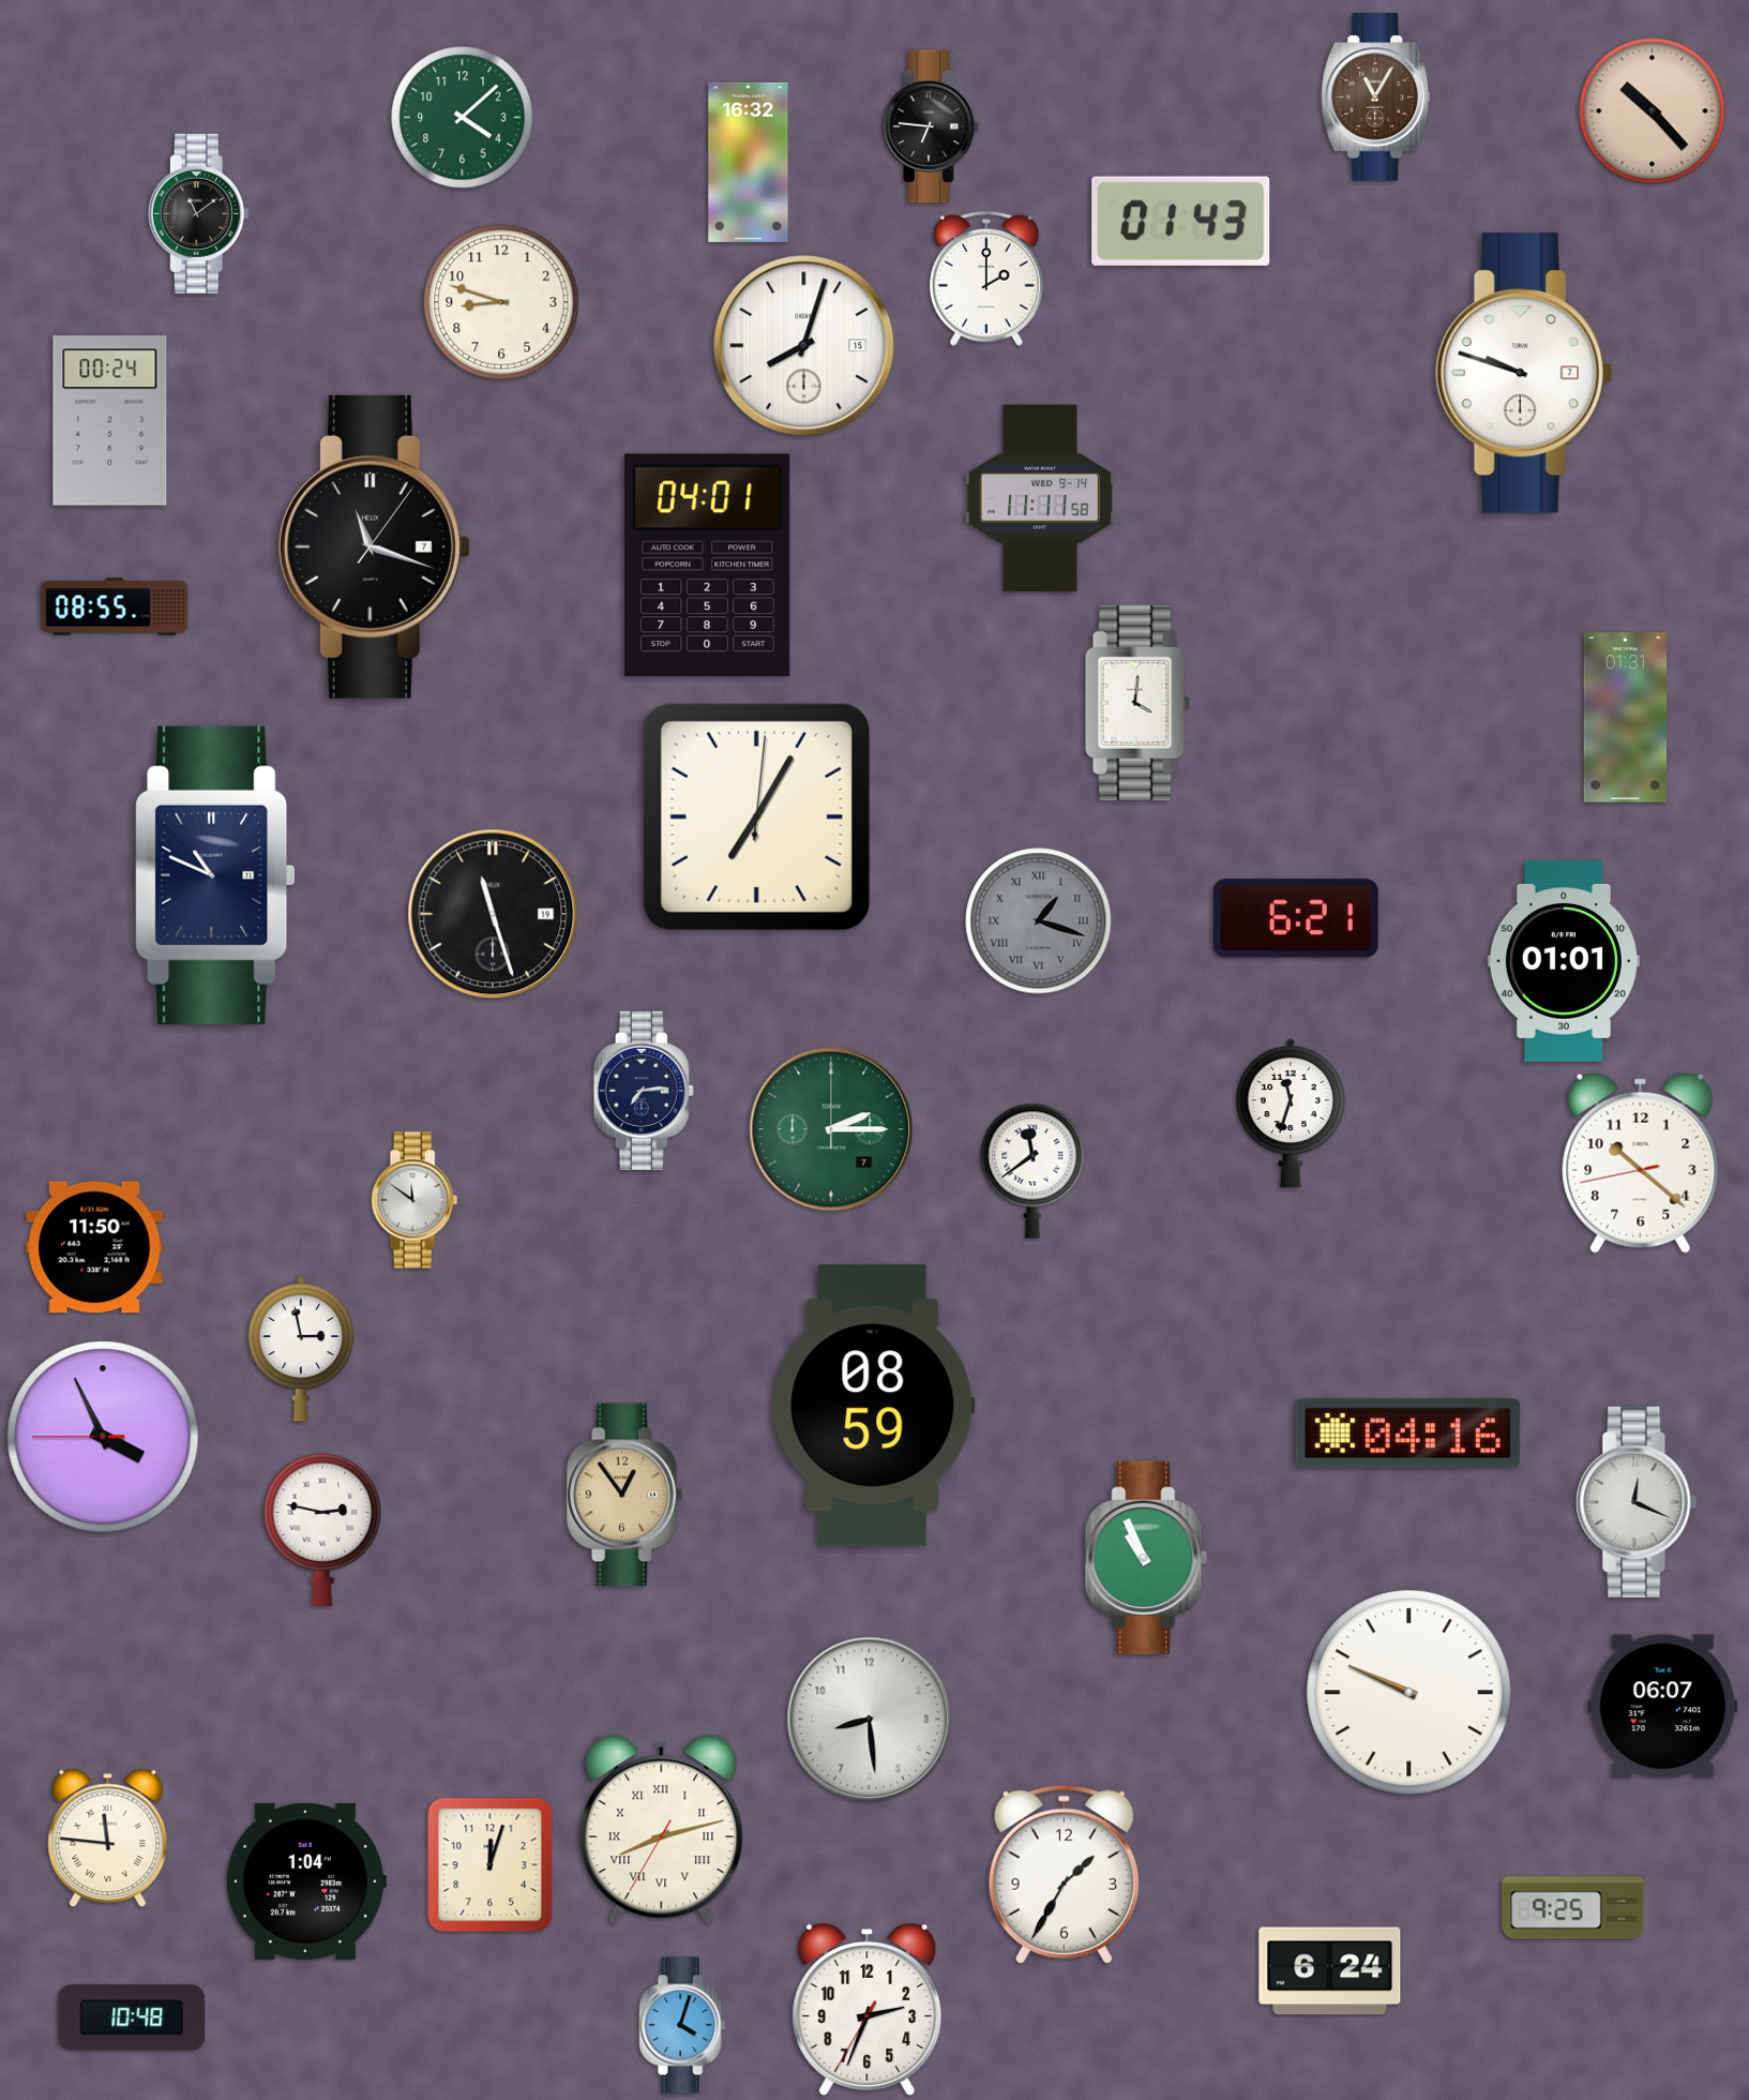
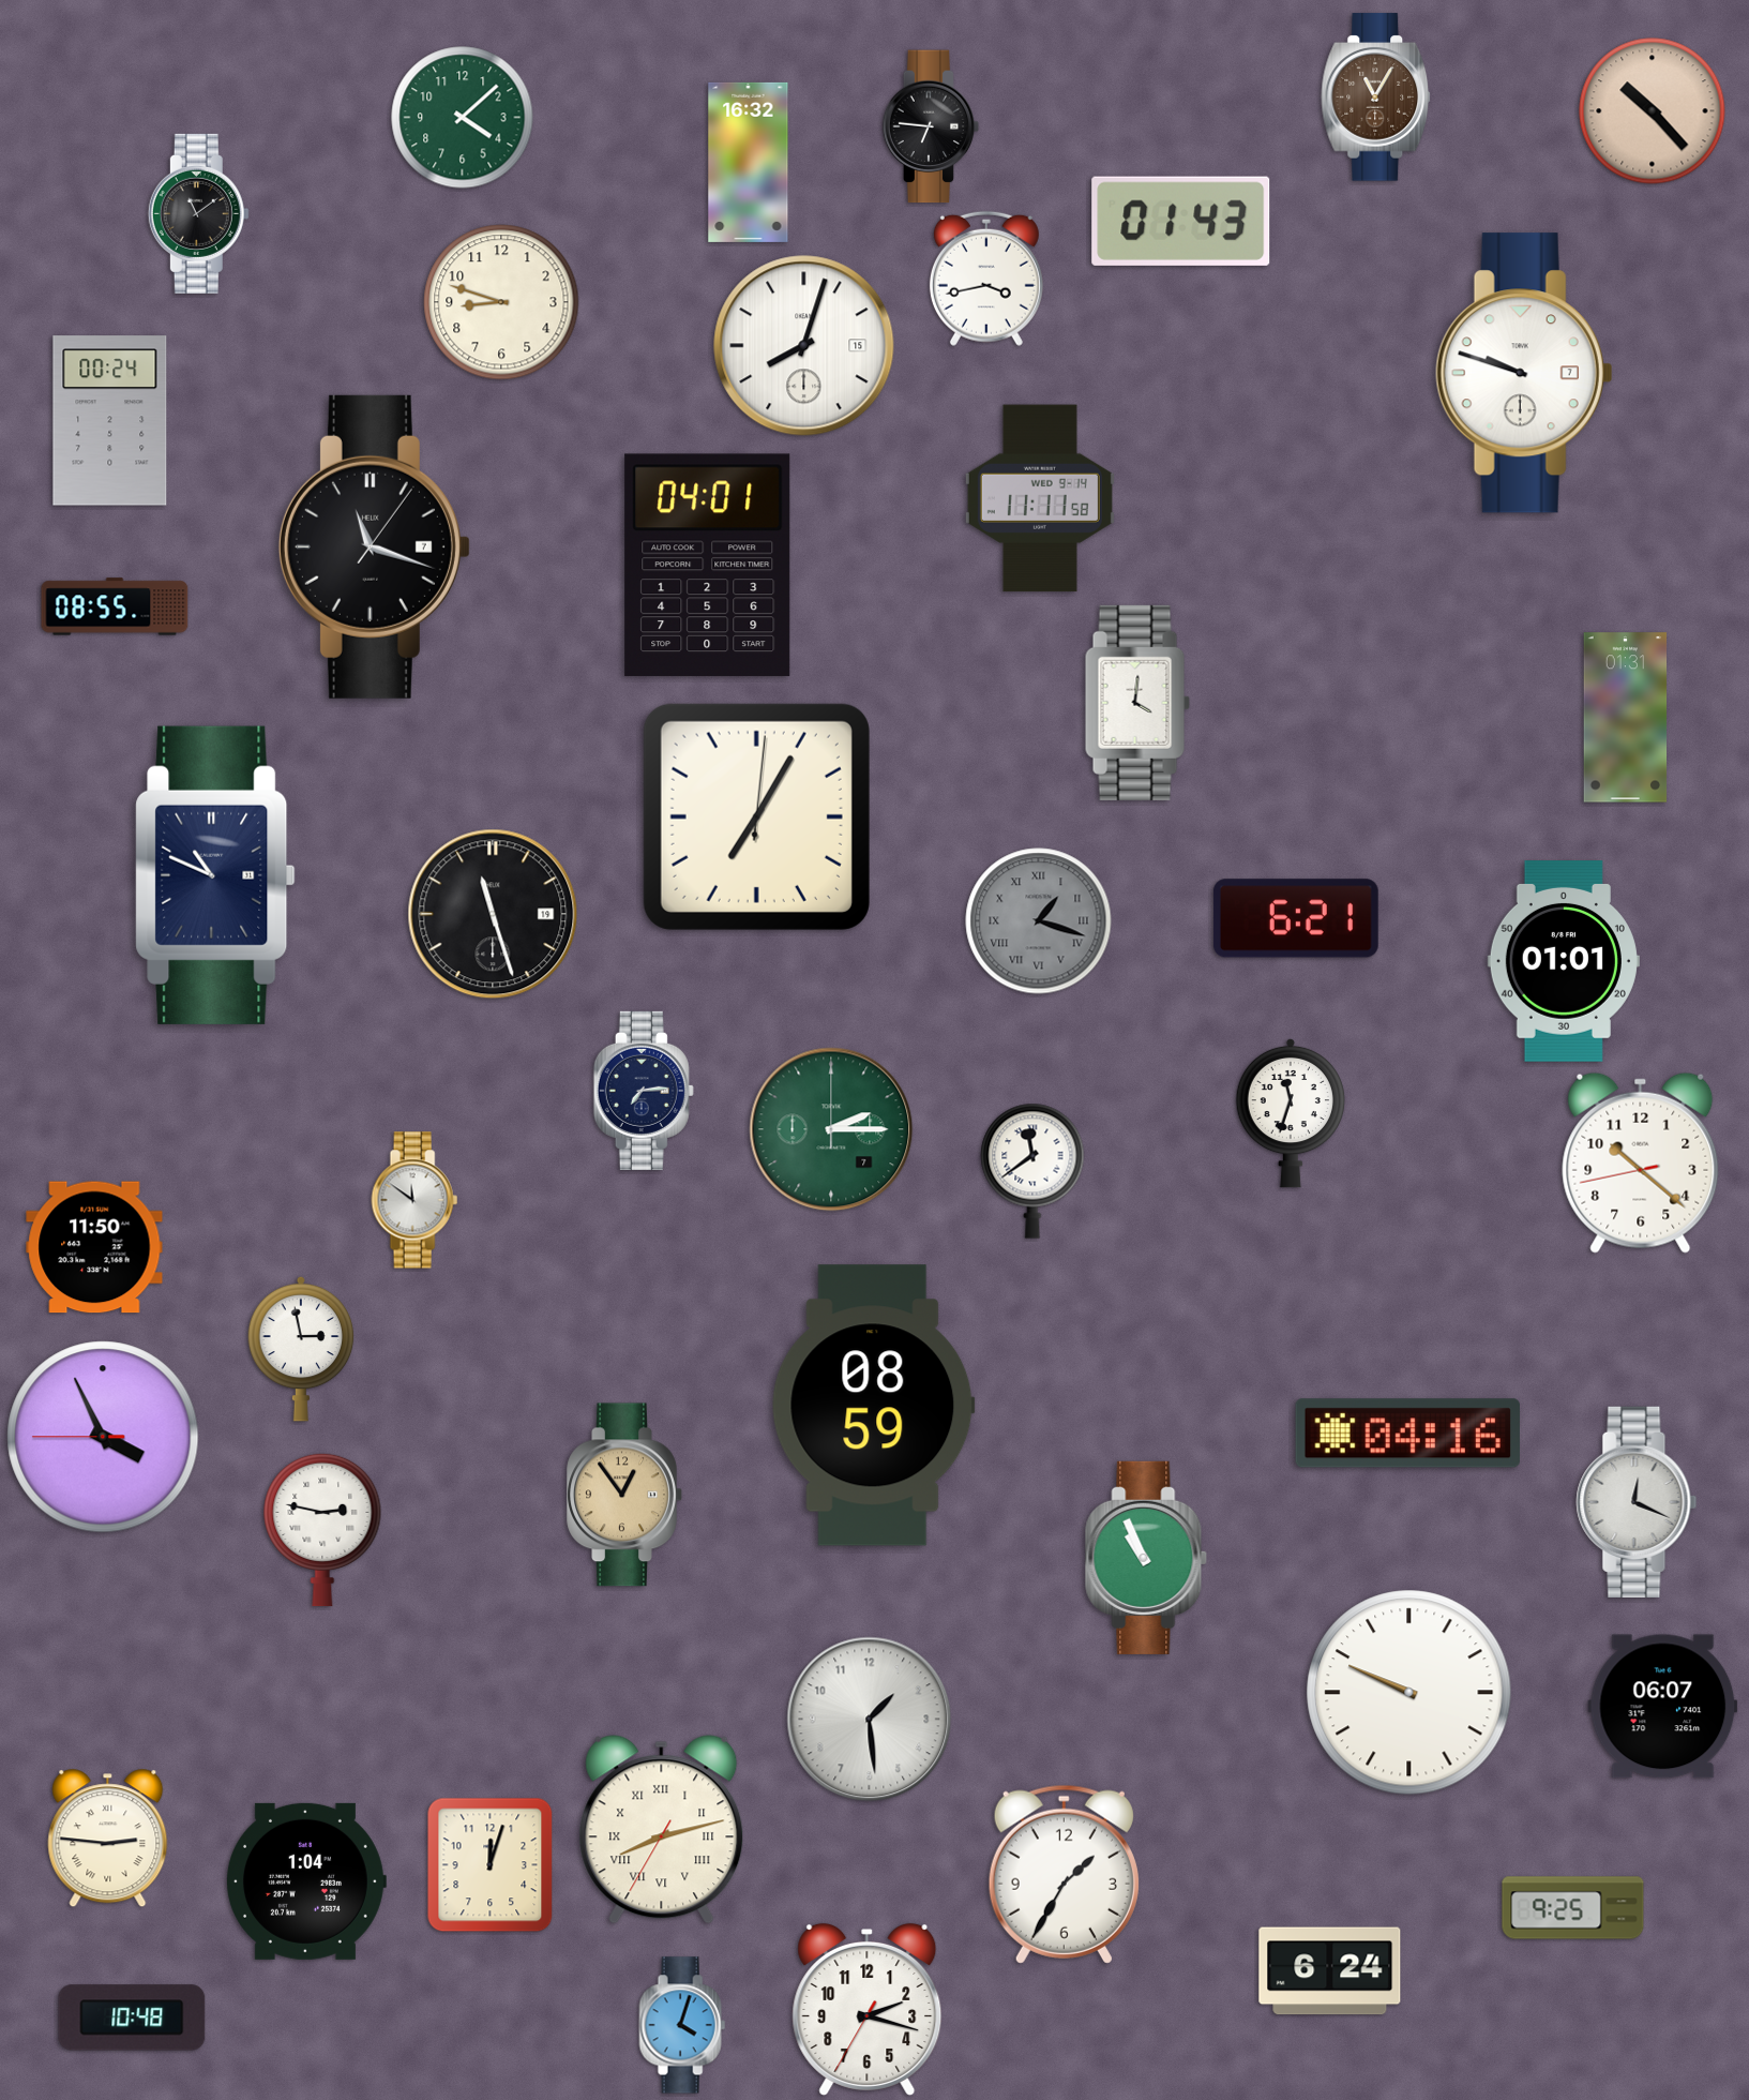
clock at (986, 279): 2:00 -> 3:43
clock at (870, 1720): 8:29 -> 1:29
clock at (108, 1839): 11:46 -> 2:46
clock at (868, 2009): 2:33 -> 2:17
